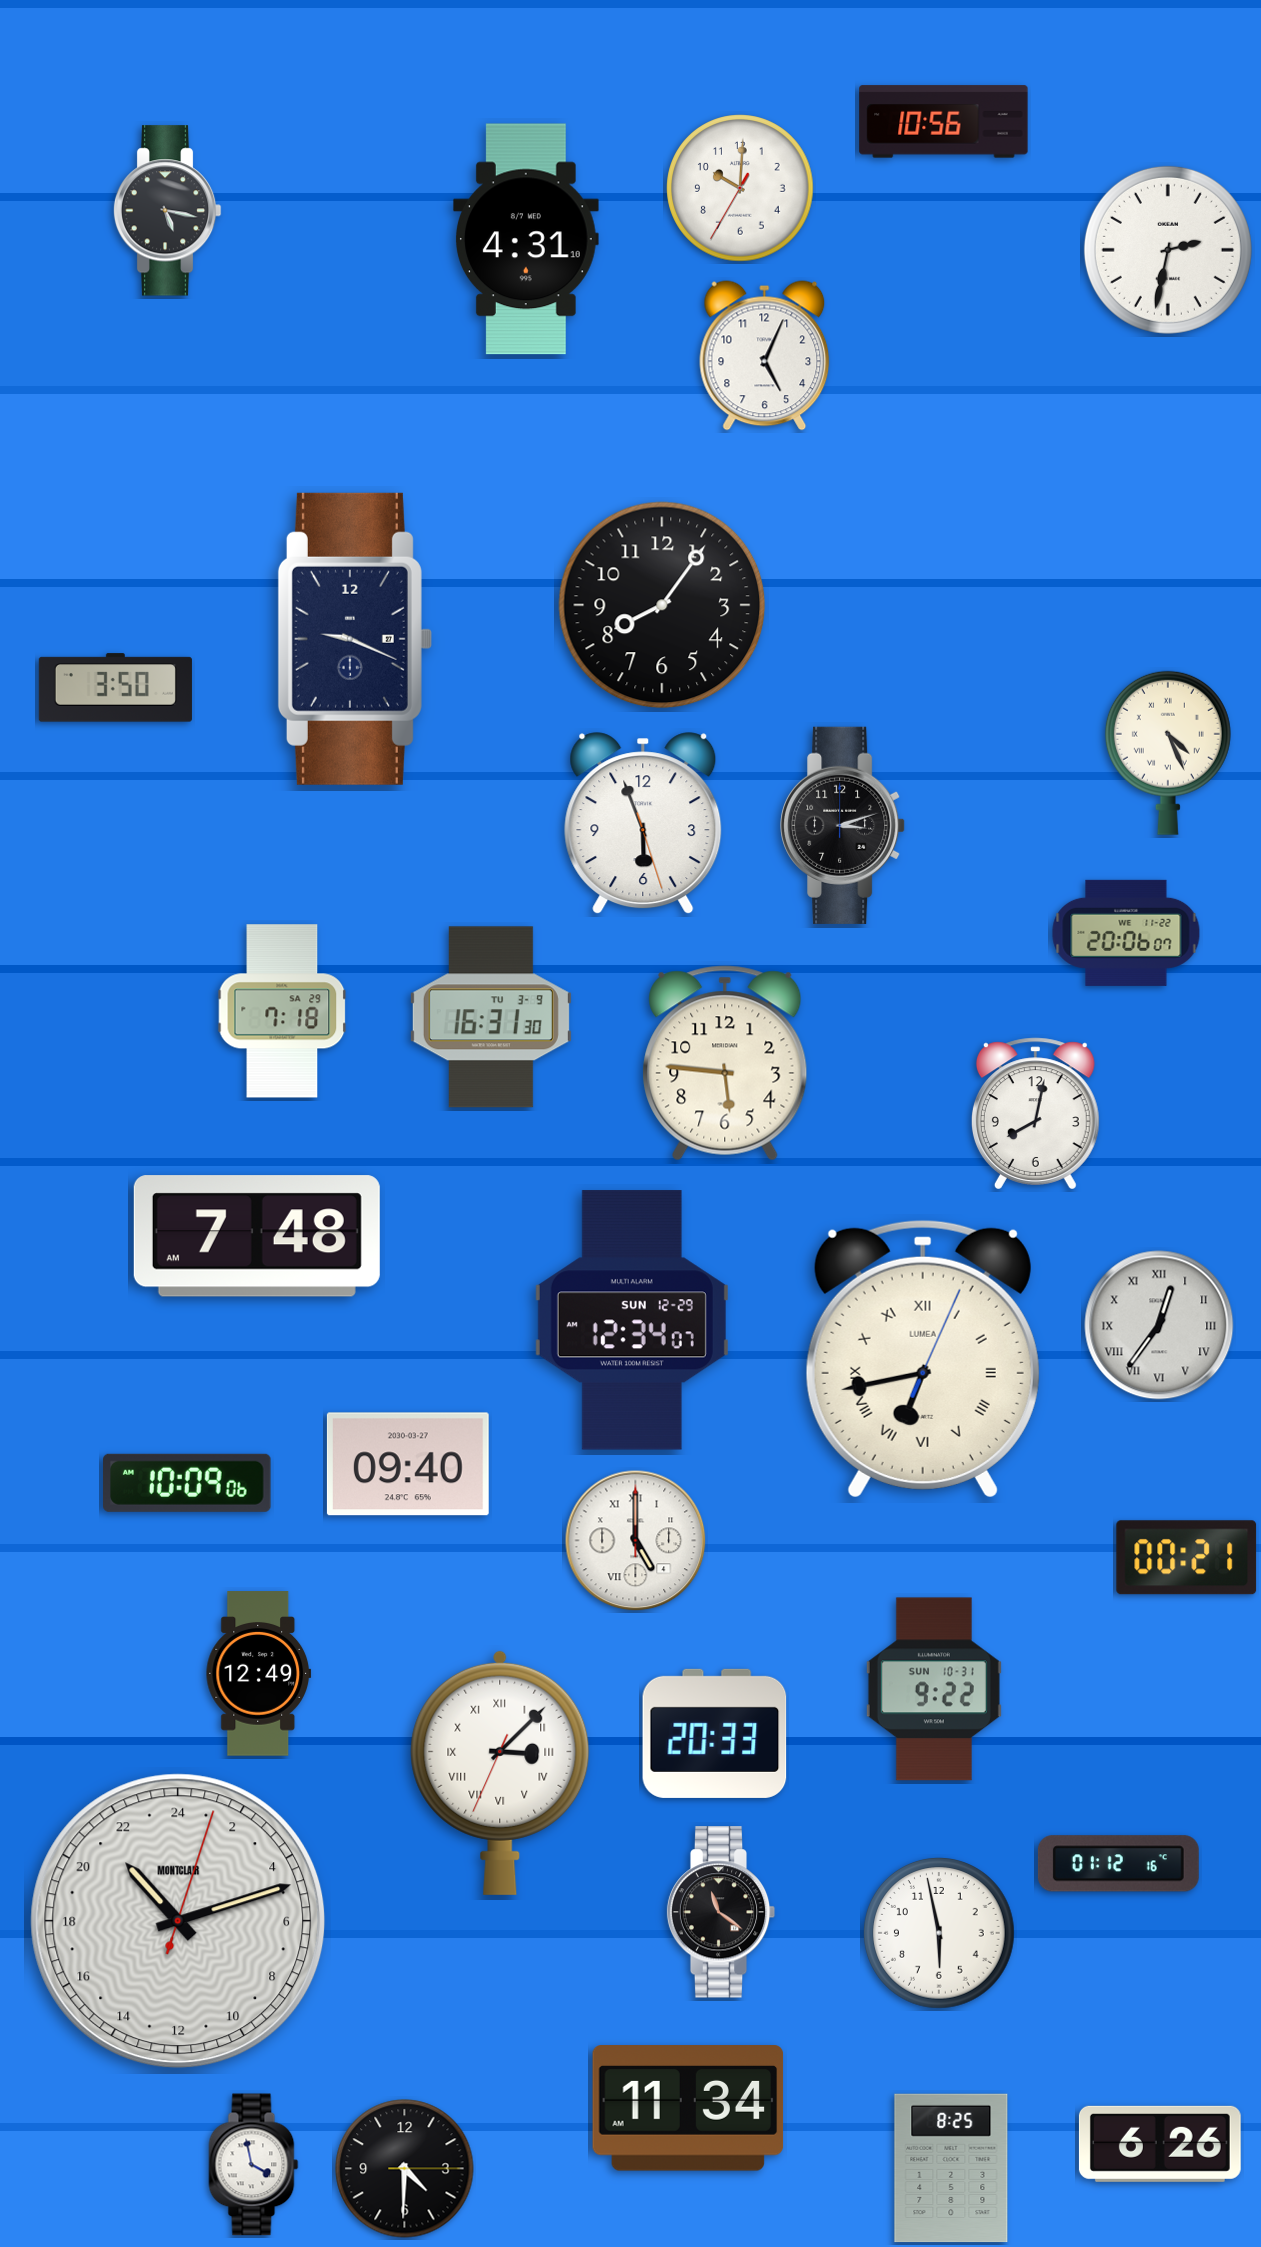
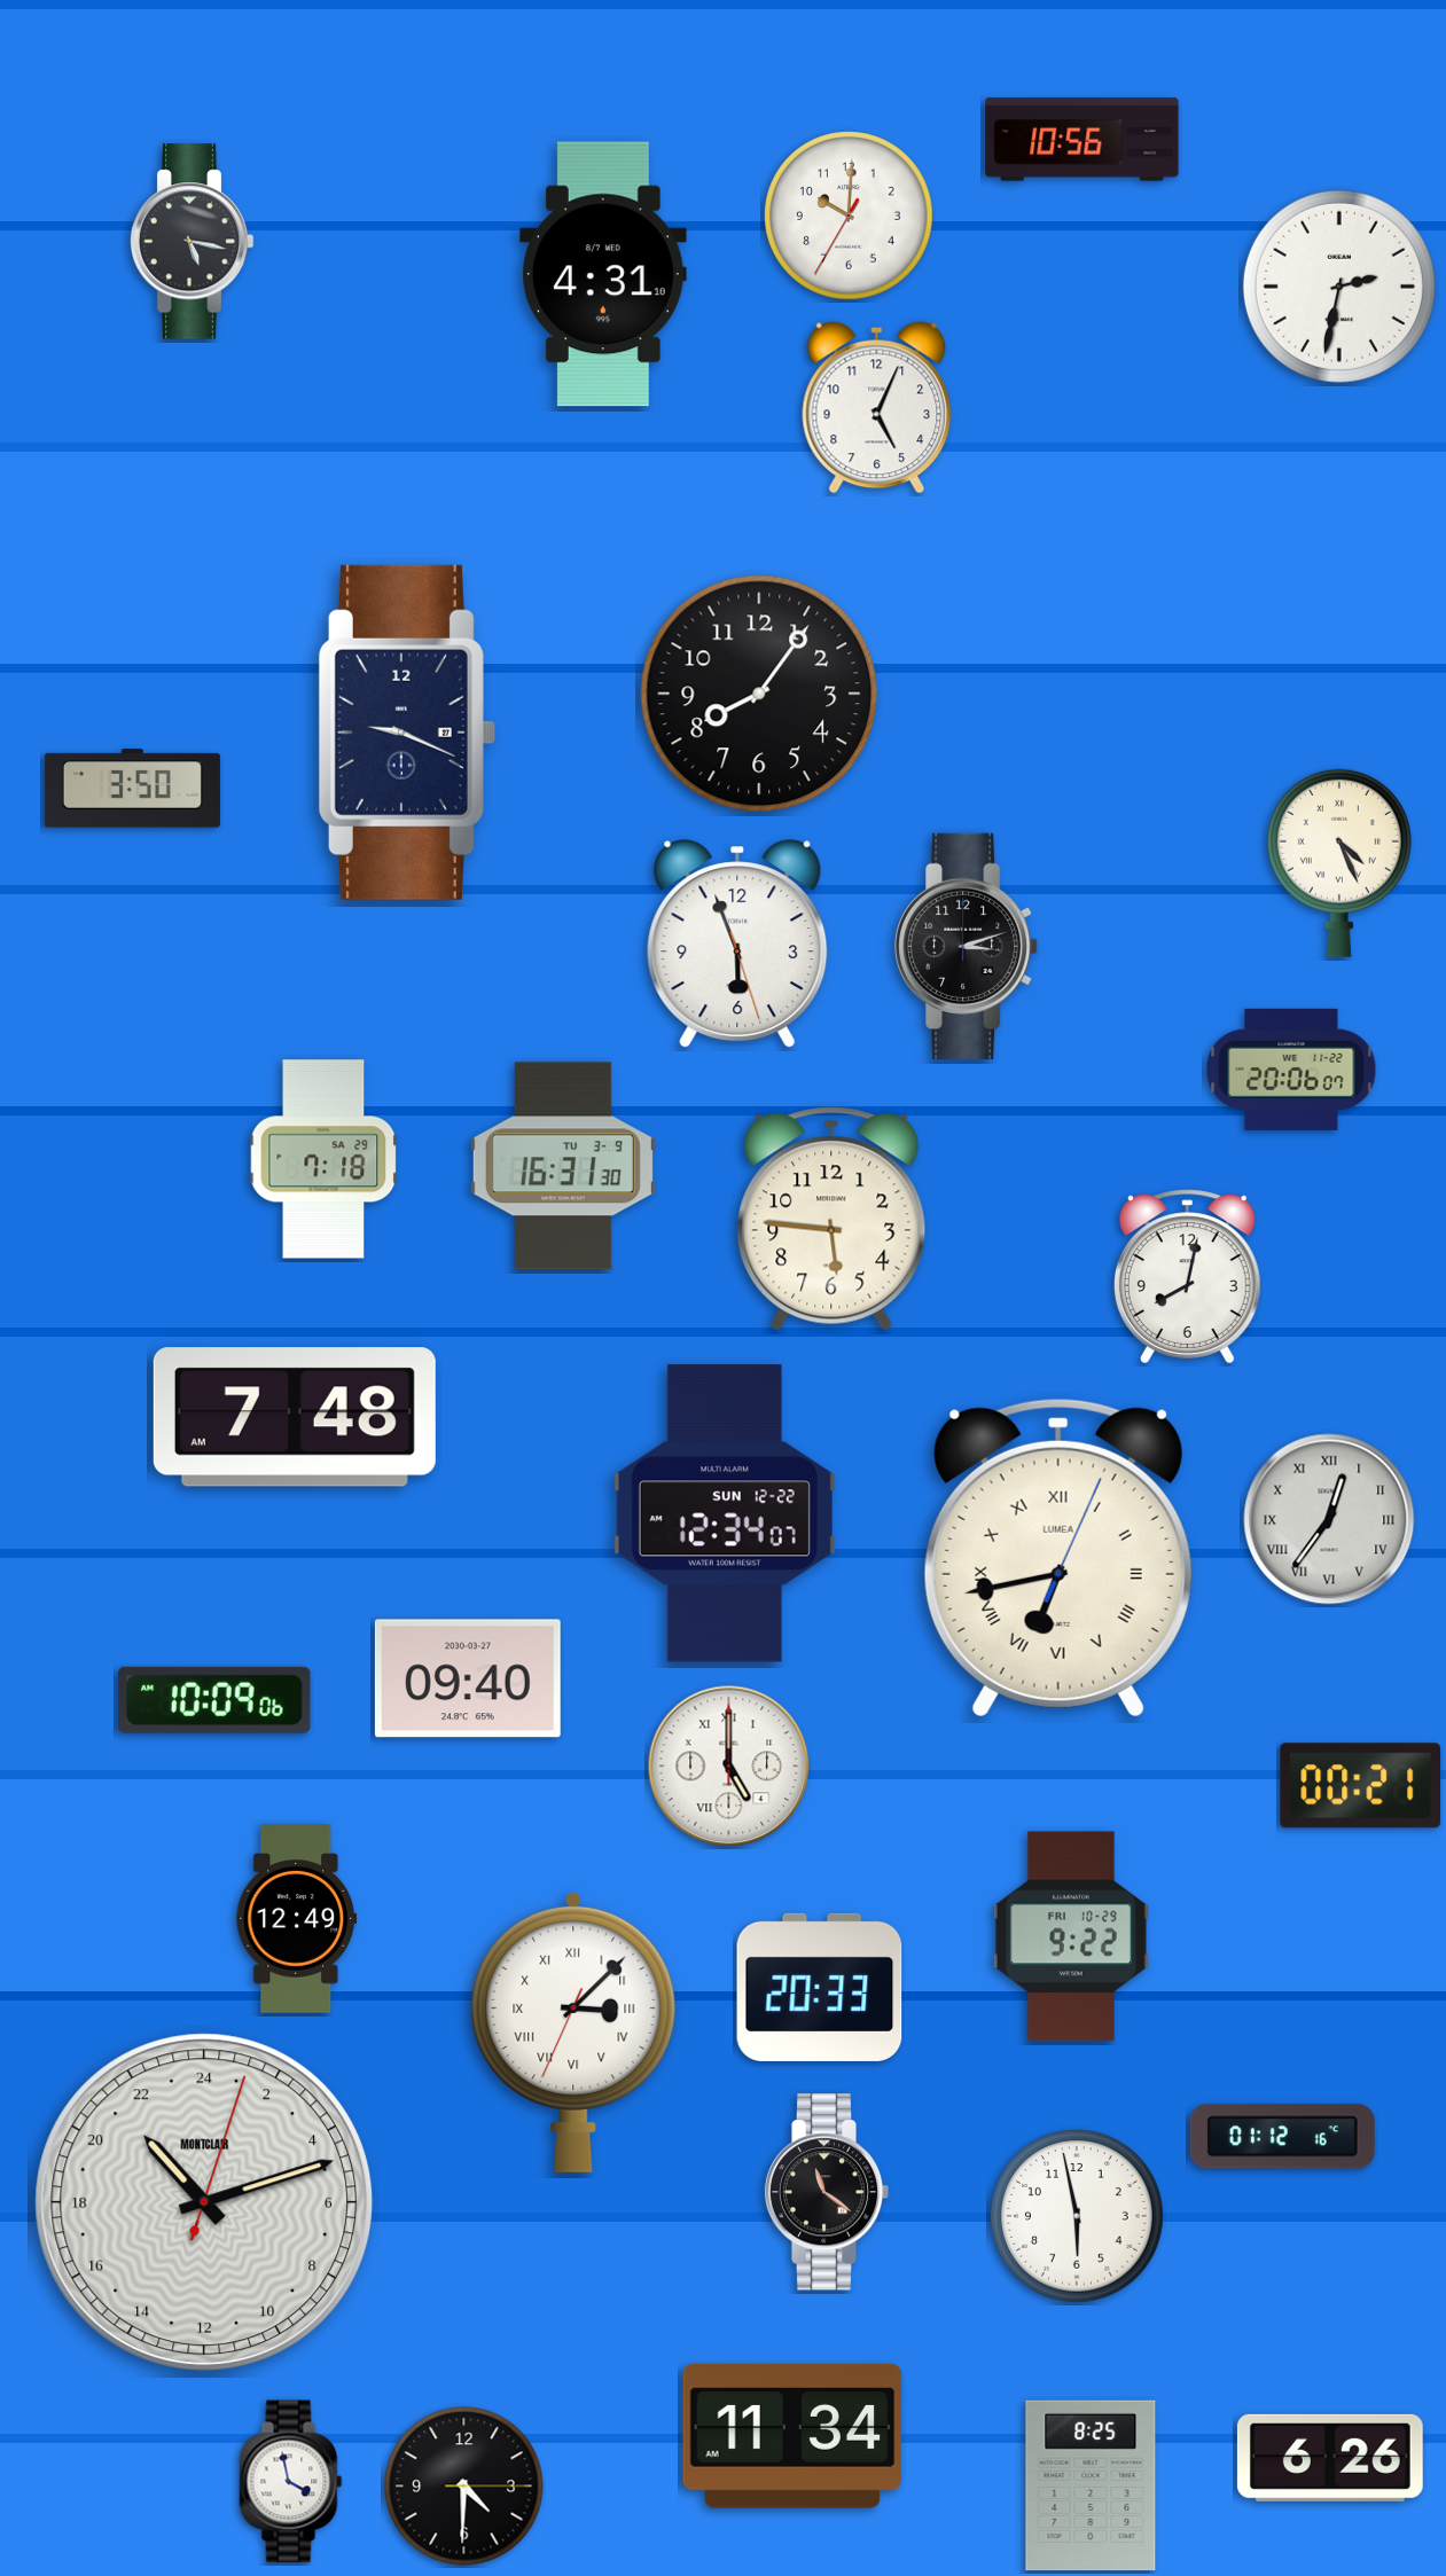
clock at (632, 1320) date: SUN 12-29 -> SUN 12-22
clock at (934, 1689) date: SUN 10-31 -> FRI 10-29
clock at (688, 2108) position: (688, 2108) -> (792, 2436)
